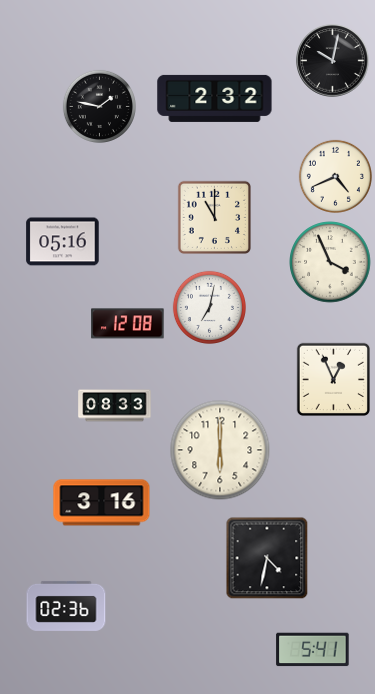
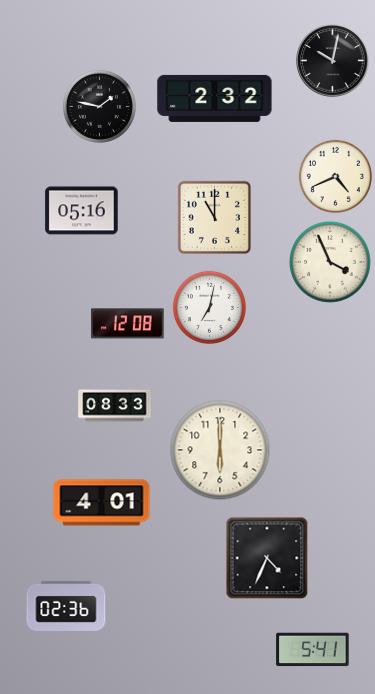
clock at (63, 242) position: (63, 242) -> (82, 211)
clock at (333, 379): 12:56 -> none
clock at (102, 503): 3:16 -> 4:01
clock at (267, 558): 4:32 -> 4:34
